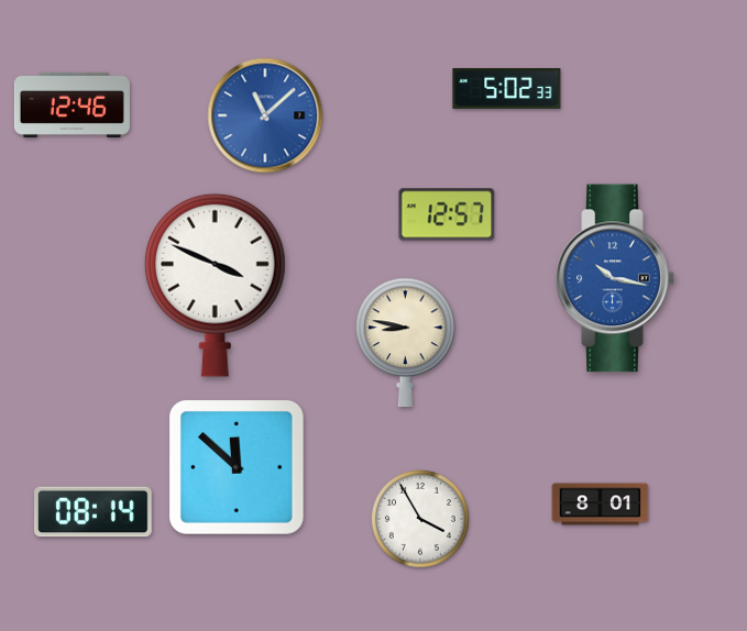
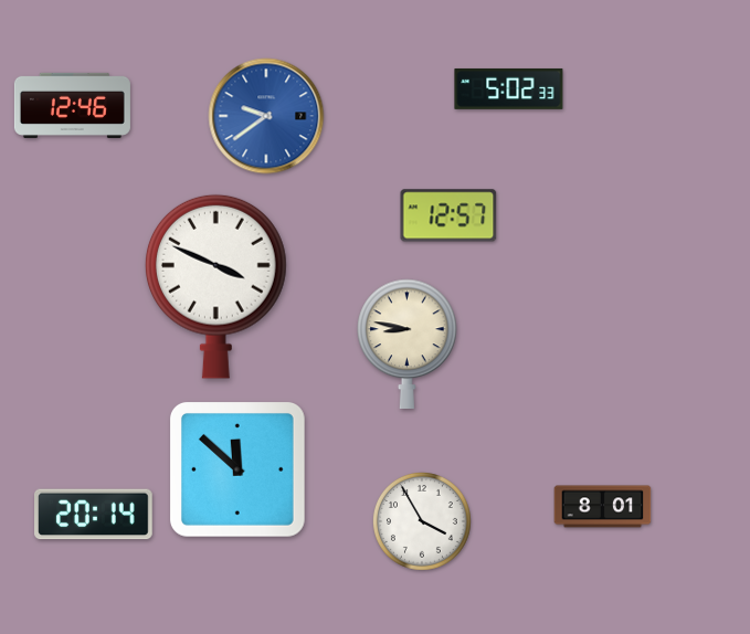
clock at (265, 115): 11:08 -> 9:39
clock at (615, 278): 10:17 -> none
clock at (94, 512): 08:14 -> 20:14
